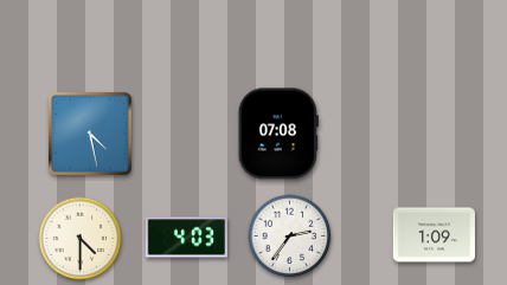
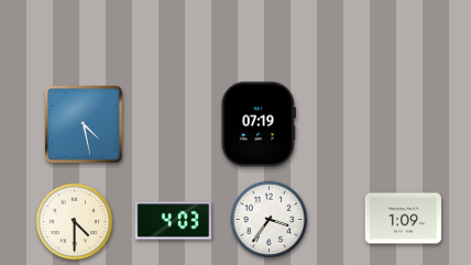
clock at (278, 134): 07:08 -> 07:19
clock at (290, 237): 2:36 -> 3:36
